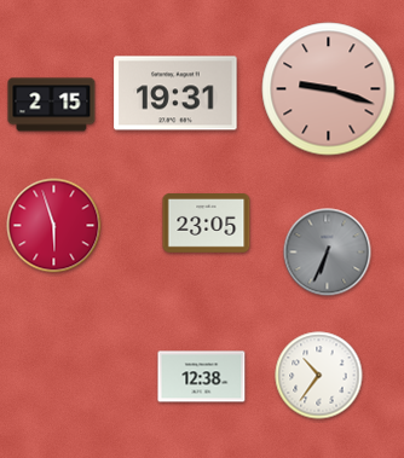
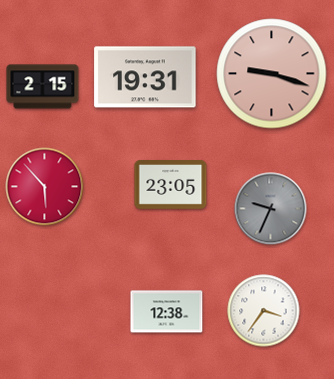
clock at (54, 226): 5:57 -> 5:53
clock at (328, 253): 6:34 -> 9:34
clock at (319, 376): 10:36 -> 3:36
